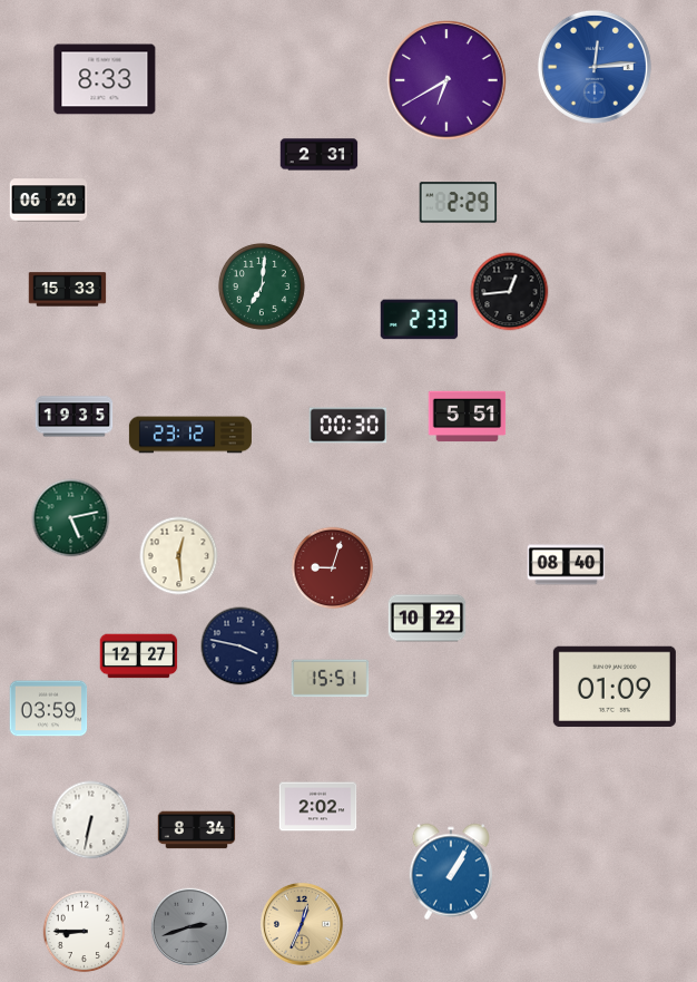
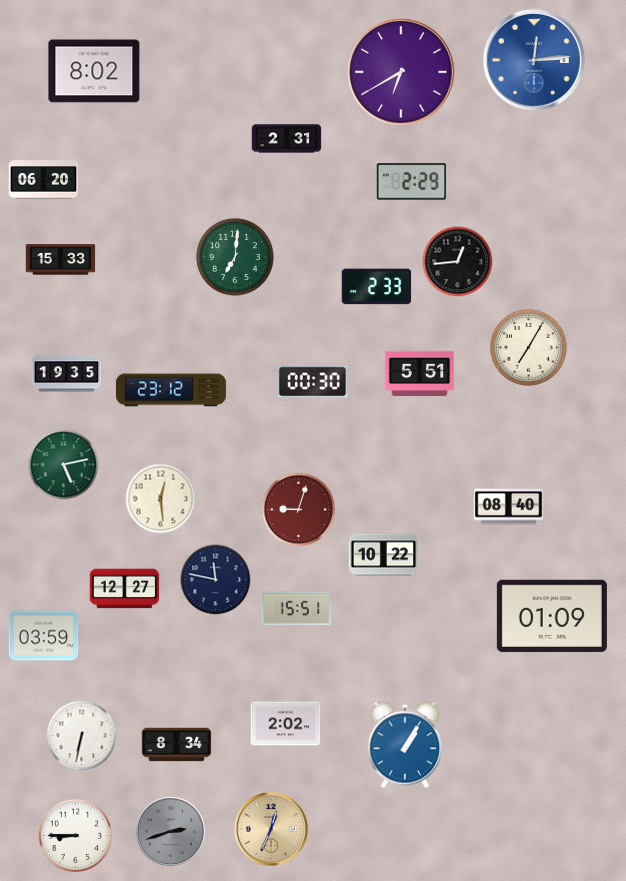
clock at (105, 79): 8:33 -> 8:02
clock at (528, 347): none -> 7:05
clock at (240, 646): 3:47 -> 11:47
clock at (450, 872) position: (450, 872) -> (404, 745)
